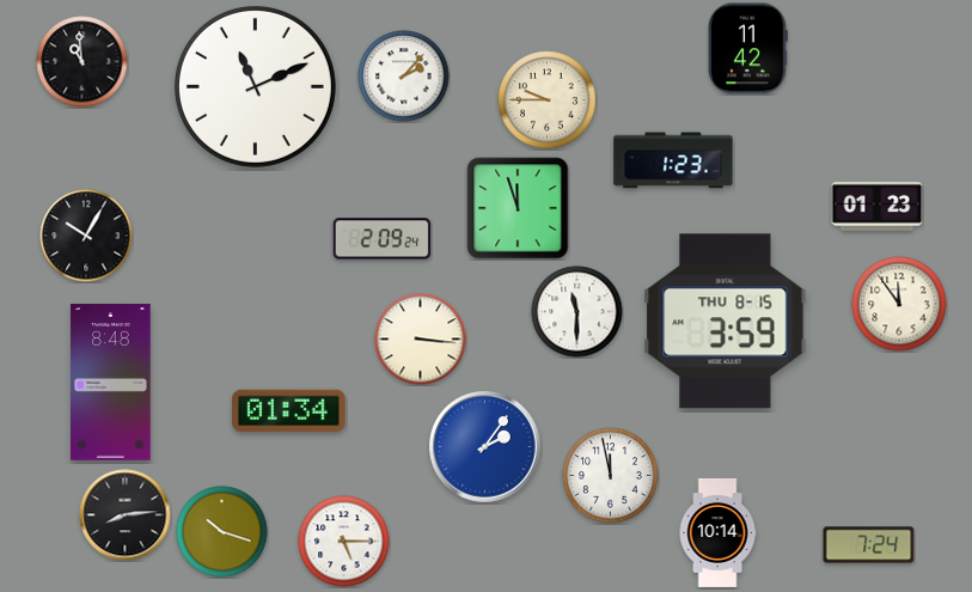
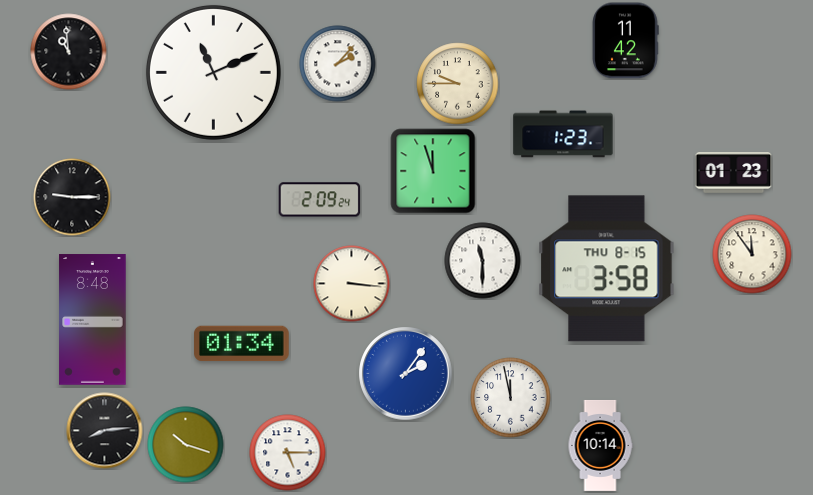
clock at (518, 208) position: (518, 208) -> (433, 171)
clock at (86, 236): 10:05 -> 9:15
clock at (726, 322): 3:59 -> 3:58
clock at (869, 545): 7:24 -> none
